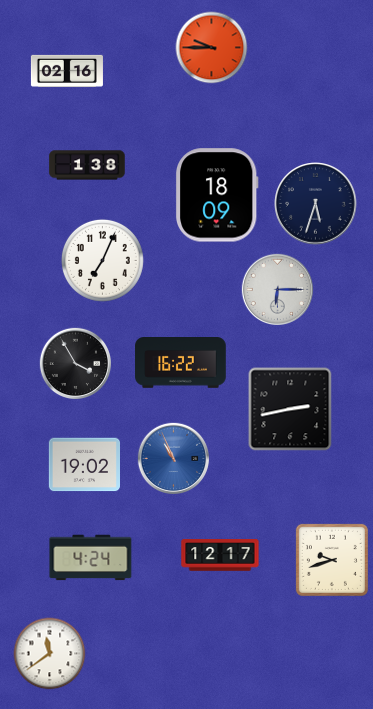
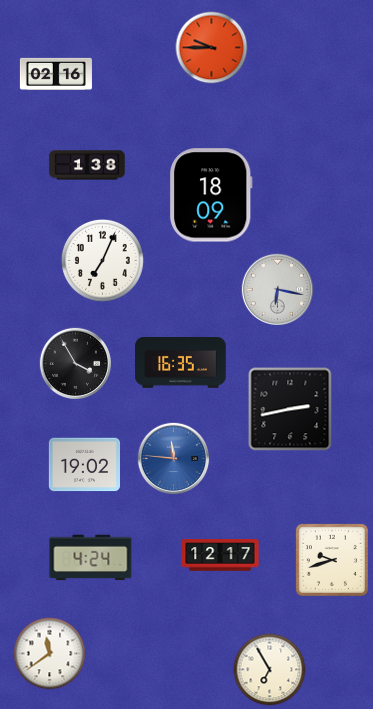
clock at (67, 71) position: (67, 71) -> (56, 74)
clock at (217, 195) position: (217, 195) -> (211, 195)
clock at (316, 204): 5:33 -> none
clock at (278, 289): 6:15 -> 6:17
clock at (181, 363): 16:22 -> 16:35
clock at (174, 458): 10:56 -> 11:46
clock at (270, 670): none -> 6:55
